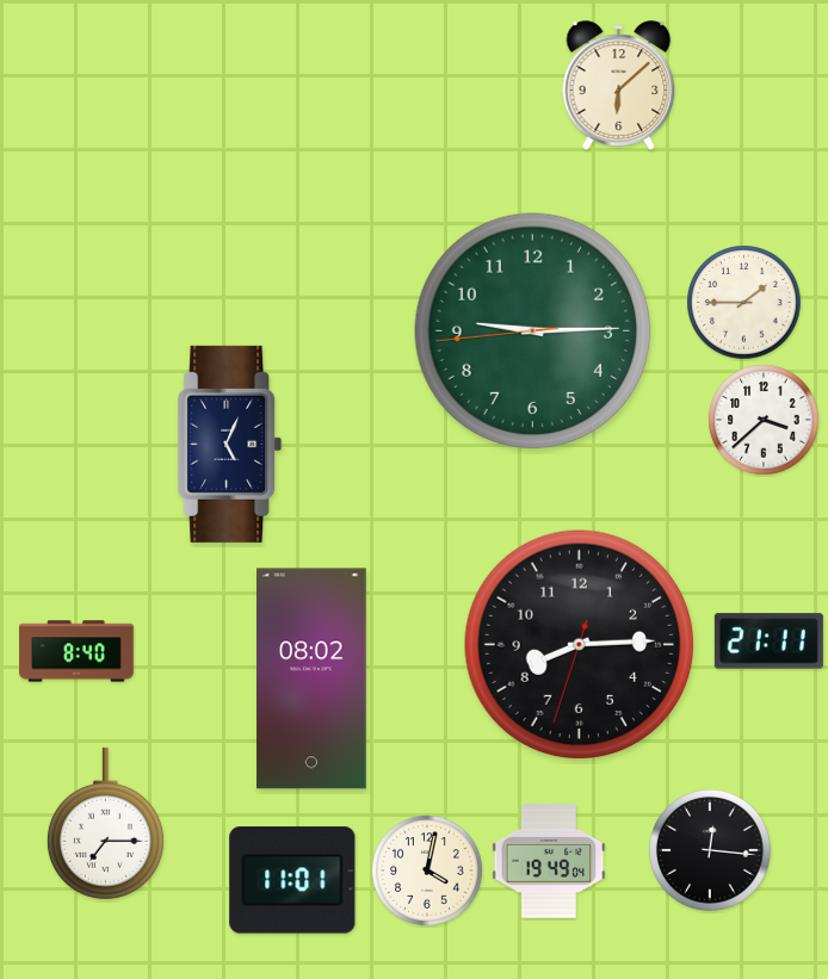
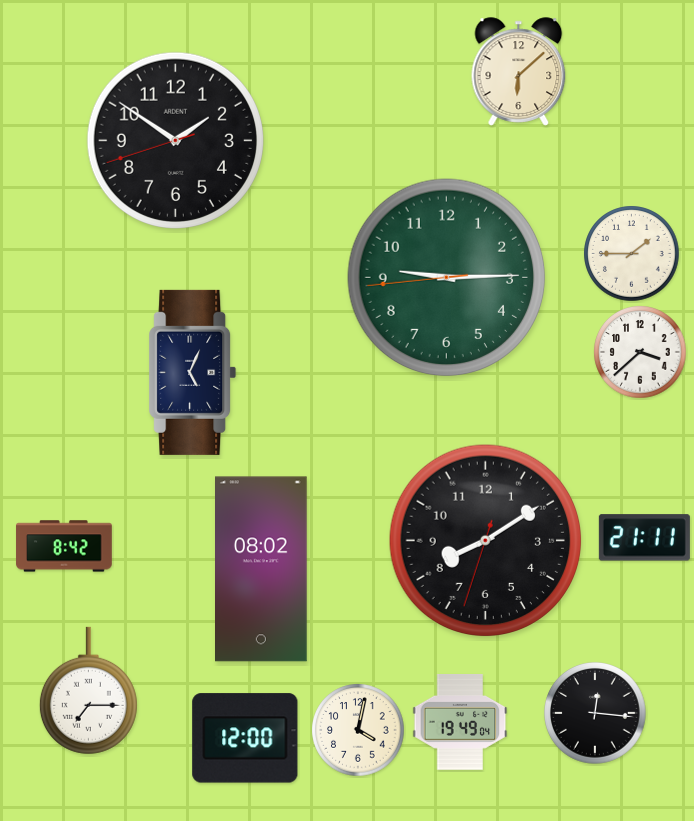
clock at (175, 140): none -> 1:50
clock at (744, 303) position: (744, 303) -> (632, 254)
clock at (580, 645): 8:14 -> 8:09
clock at (76, 651): 8:40 -> 8:42
clock at (292, 880): 11:01 -> 12:00
